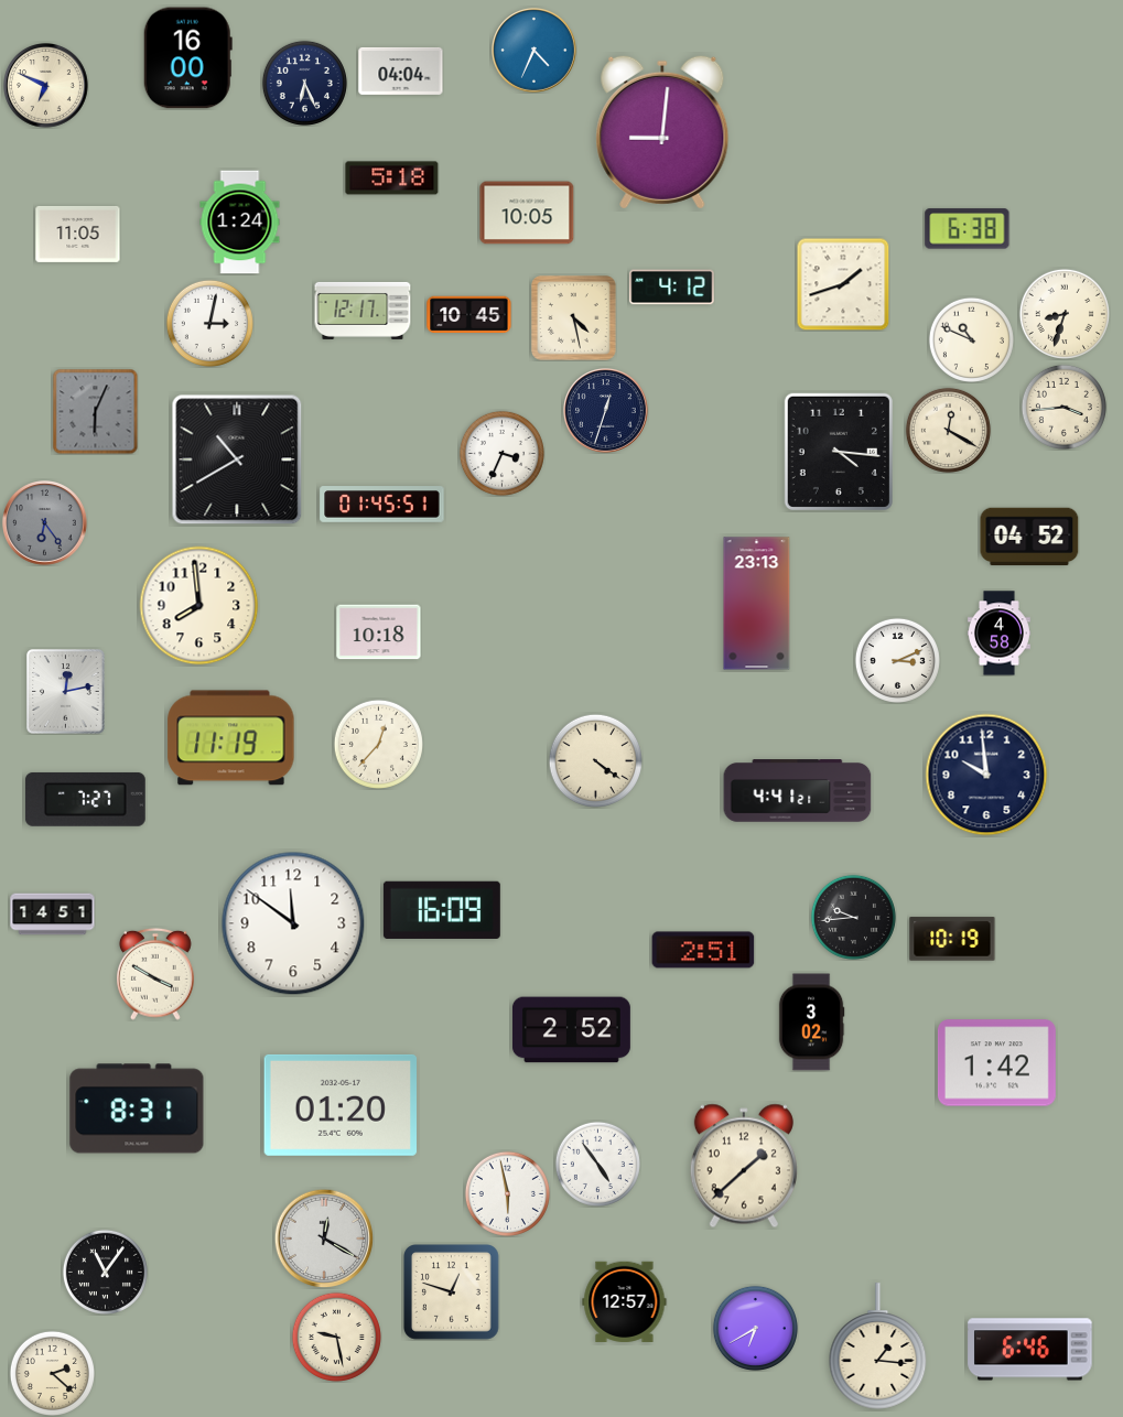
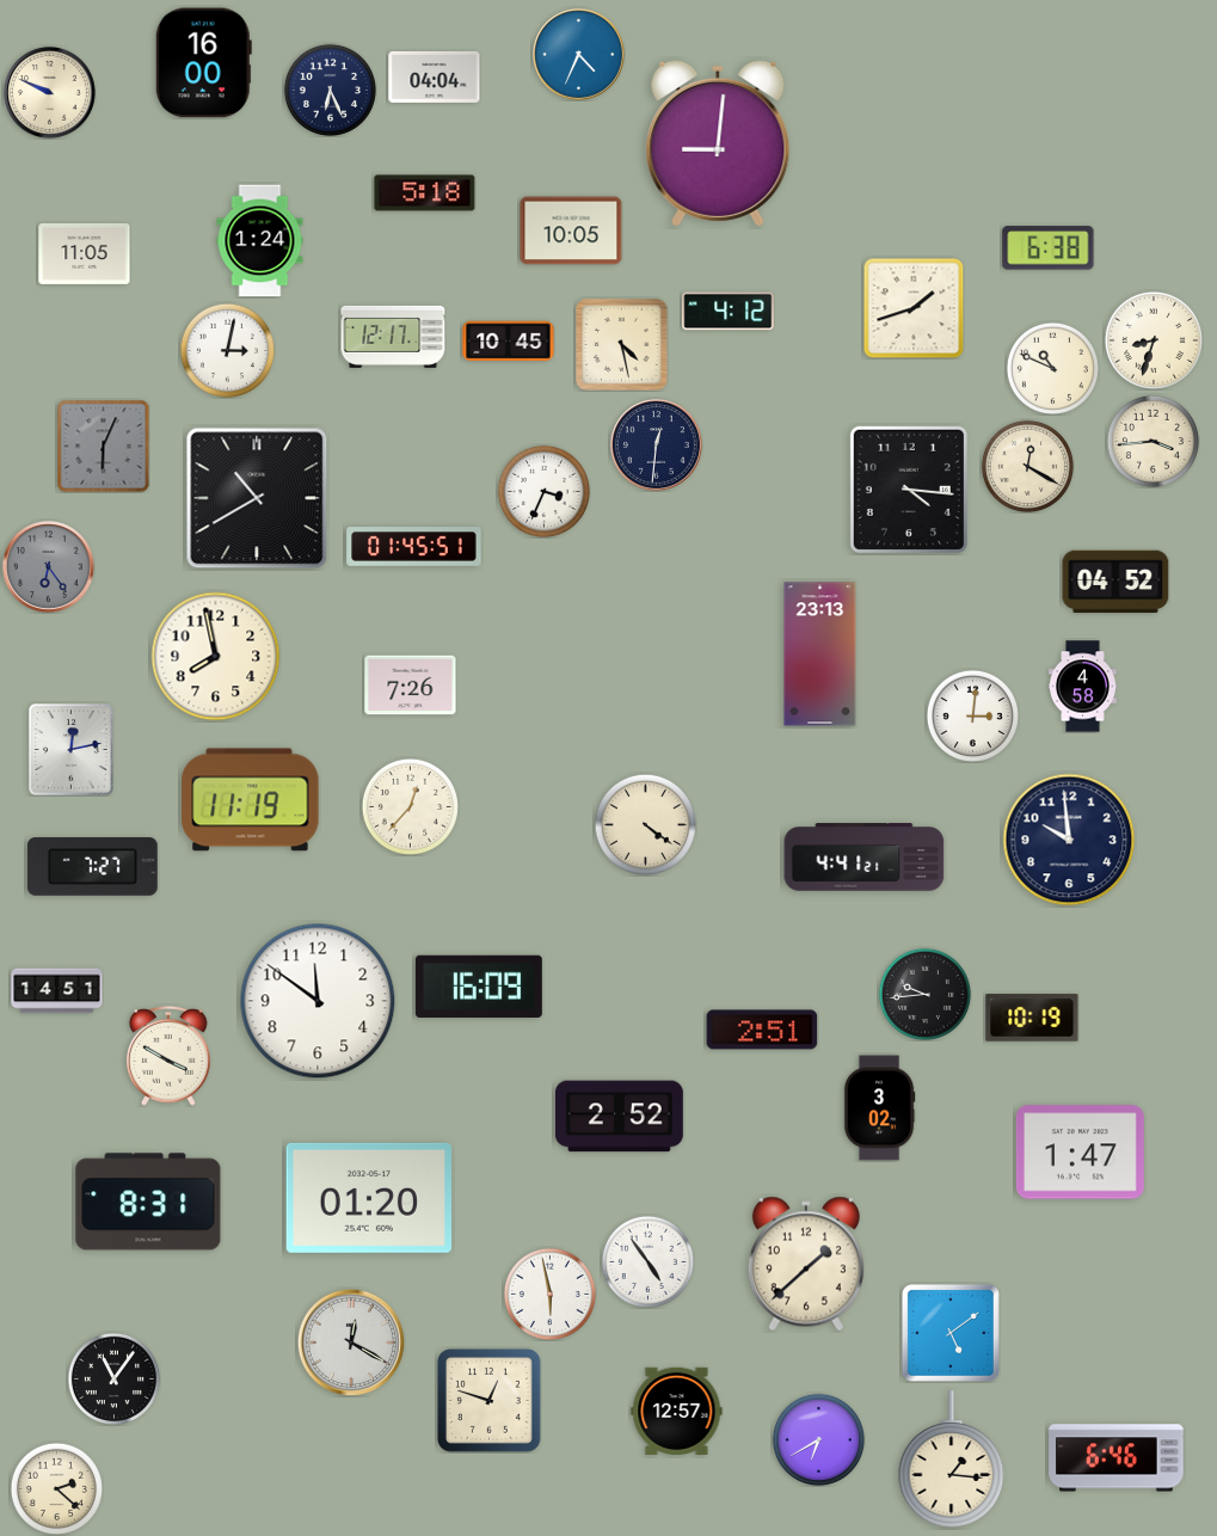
clock at (46, 86): 6:49 -> 9:49
clock at (606, 411): 12:33 -> 12:31
clock at (199, 606): 7:59 -> 7:58
clock at (379, 632): 10:18 -> 7:26
clock at (897, 660): 3:11 -> 3:01
clock at (996, 1063): 1:42 -> 1:47
clock at (951, 1333): none -> 5:09
clock at (336, 1337): 9:28 -> none
clock at (1030, 1350) position: (1030, 1350) -> (1117, 1458)
